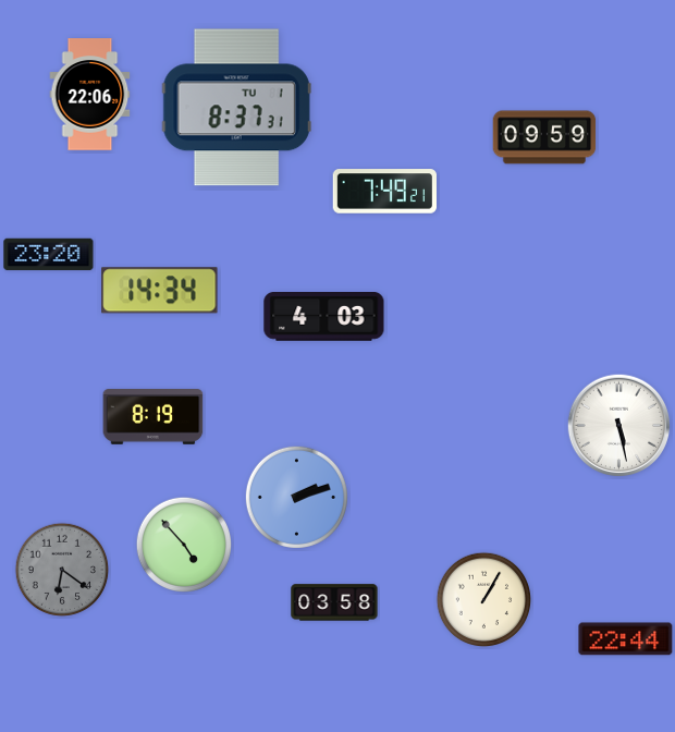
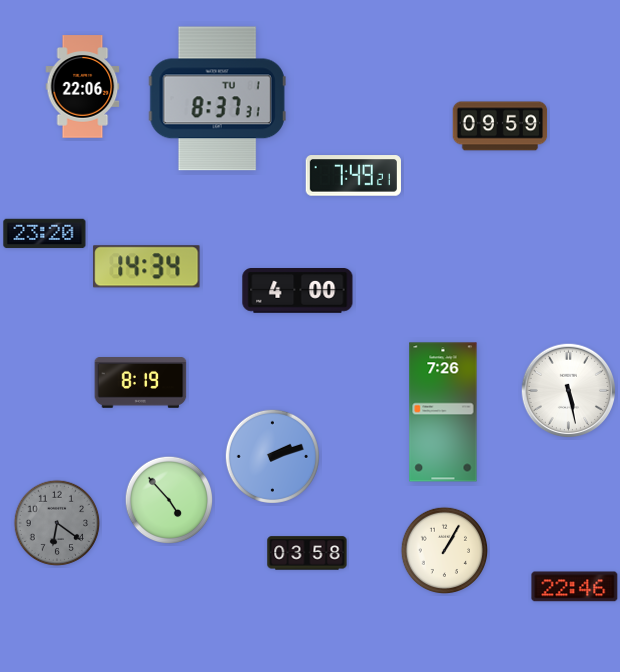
clock at (324, 317): 4:03 -> 4:00
clock at (443, 412): none -> 7:26
clock at (626, 639): 22:44 -> 22:46
